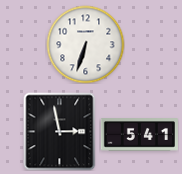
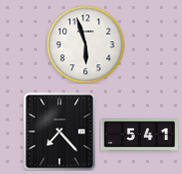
clock at (85, 44): 6:33 -> 5:57
clock at (60, 131): 2:58 -> 7:23
